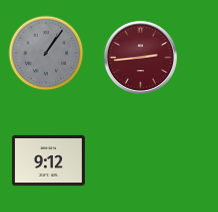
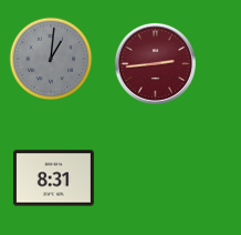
clock at (46, 53): 1:06 -> 1:01
clock at (48, 161): 9:12 -> 8:31
